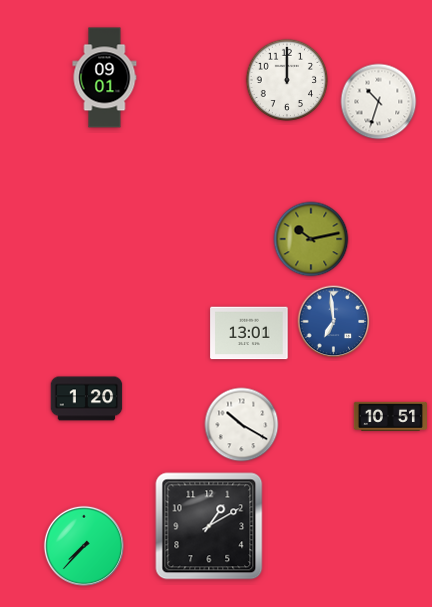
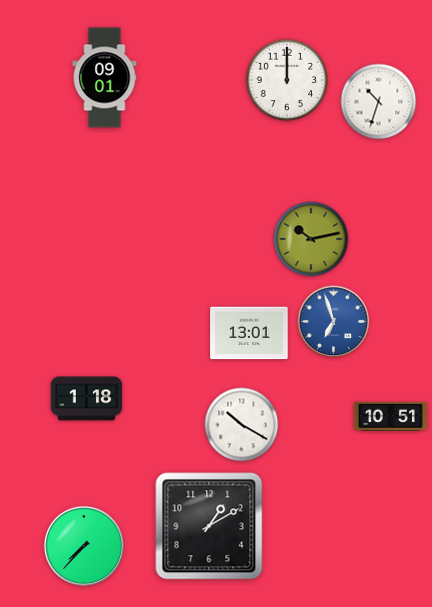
clock at (334, 322): 6:59 -> 6:57
clock at (87, 399): 1:20 -> 1:18
